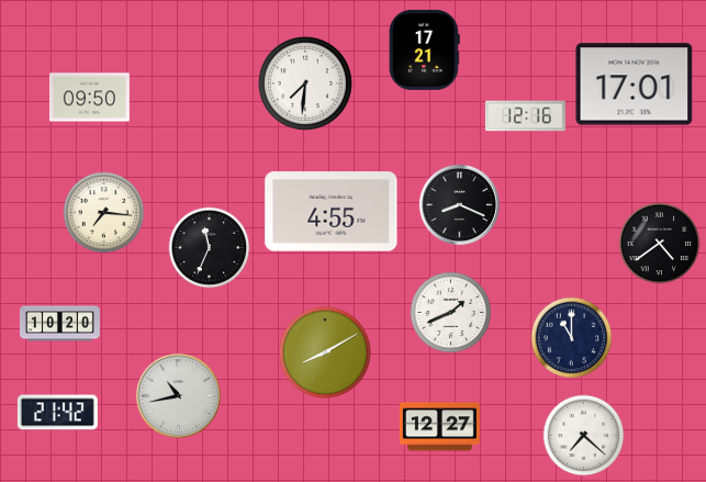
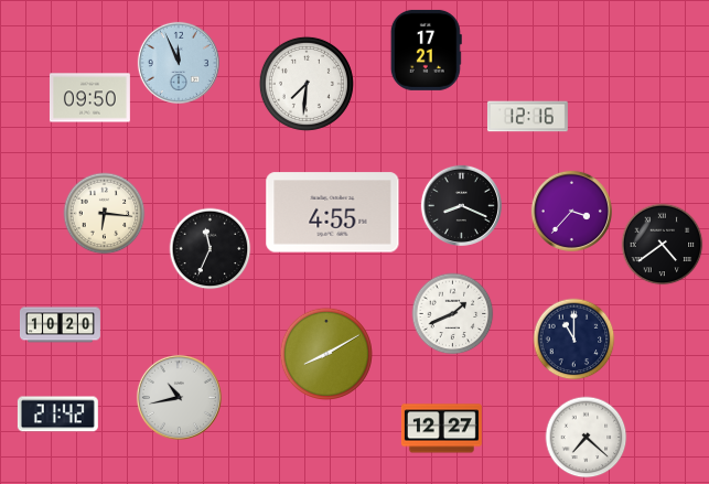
clock at (179, 63): none -> 11:56
clock at (635, 85): 17:01 -> none
clock at (571, 211): none -> 3:37
clock at (104, 213): 7:16 -> 6:16
